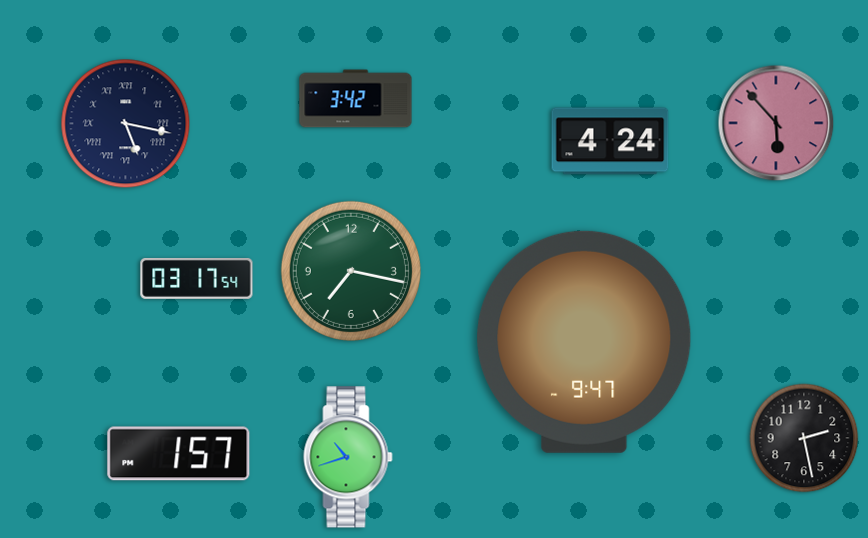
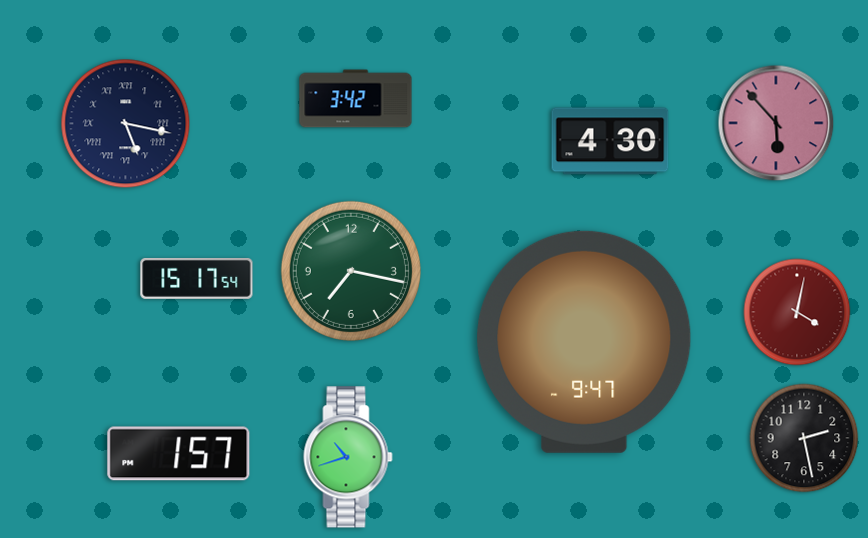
clock at (610, 141): 4:24 -> 4:30
clock at (197, 278): 03:17 -> 15:17
clock at (797, 312): none -> 4:02
